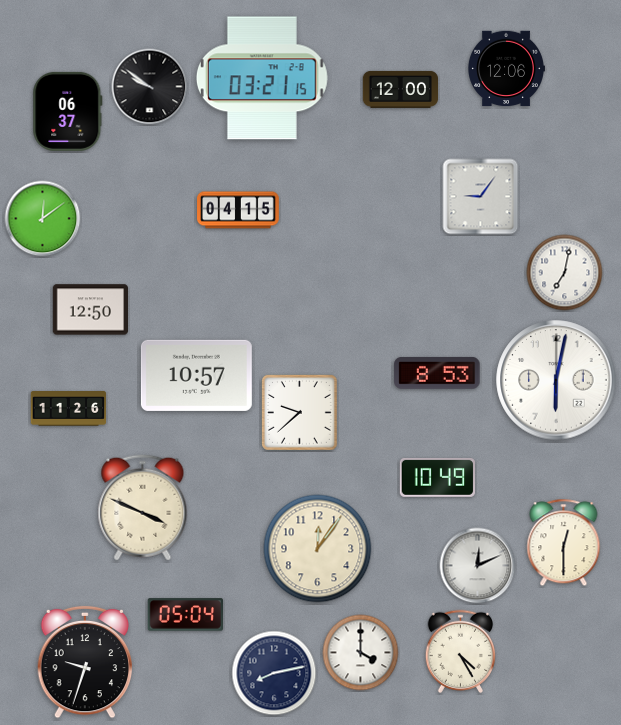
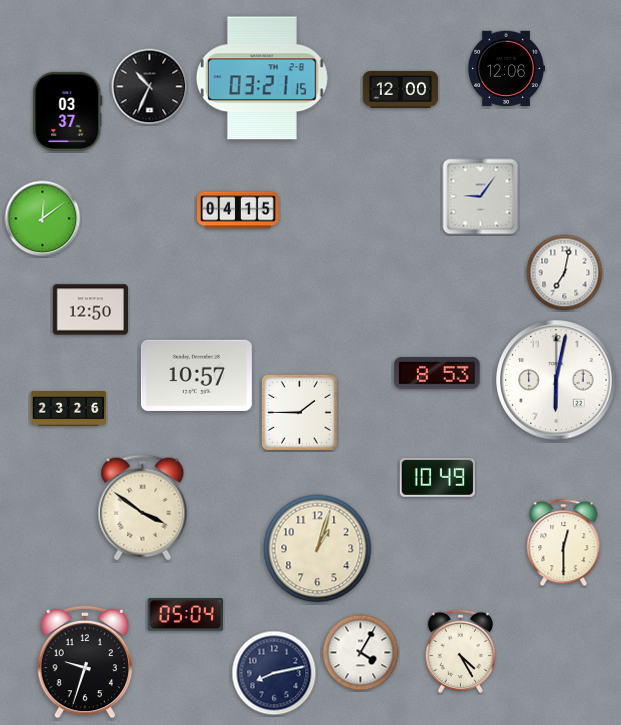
clock at (150, 87): 9:51 -> 10:34
clock at (68, 111): 06:37 -> 03:37
clock at (69, 409): 11:26 -> 23:26
clock at (299, 412): 9:38 -> 1:45
clock at (143, 508): 3:49 -> 3:51
clock at (318, 549): 12:06 -> 1:03
clock at (478, 566): 12:11 -> none
clock at (361, 653): 4:00 -> 4:05
